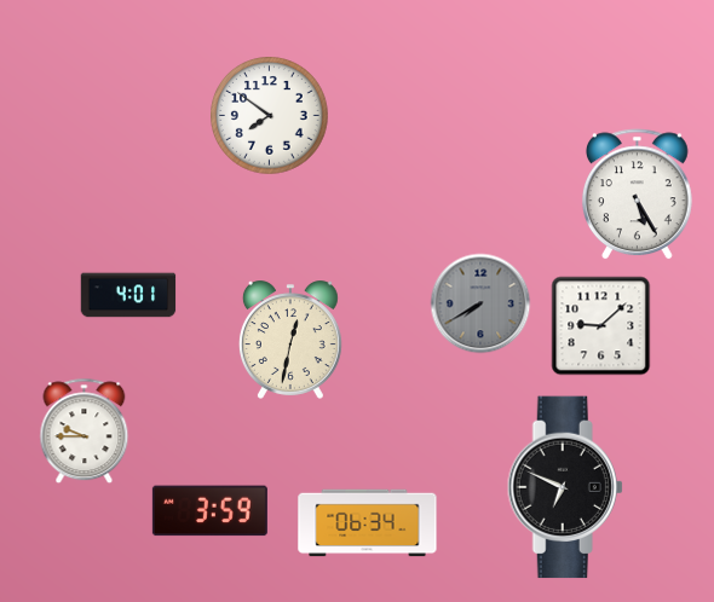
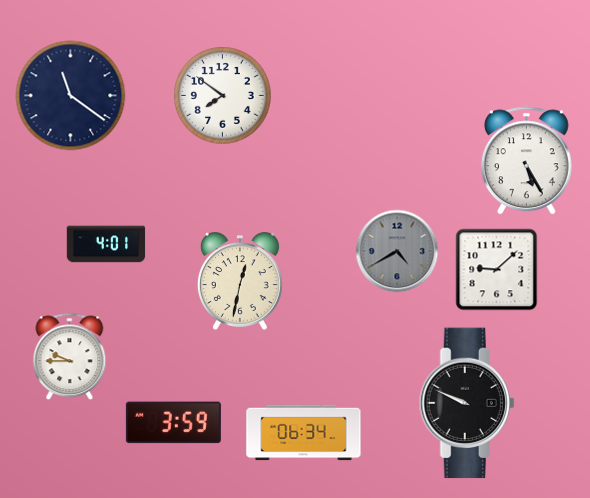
clock at (71, 96): none -> 11:21
clock at (480, 303): 7:40 -> 4:40
clock at (565, 487): 6:49 -> 9:49
